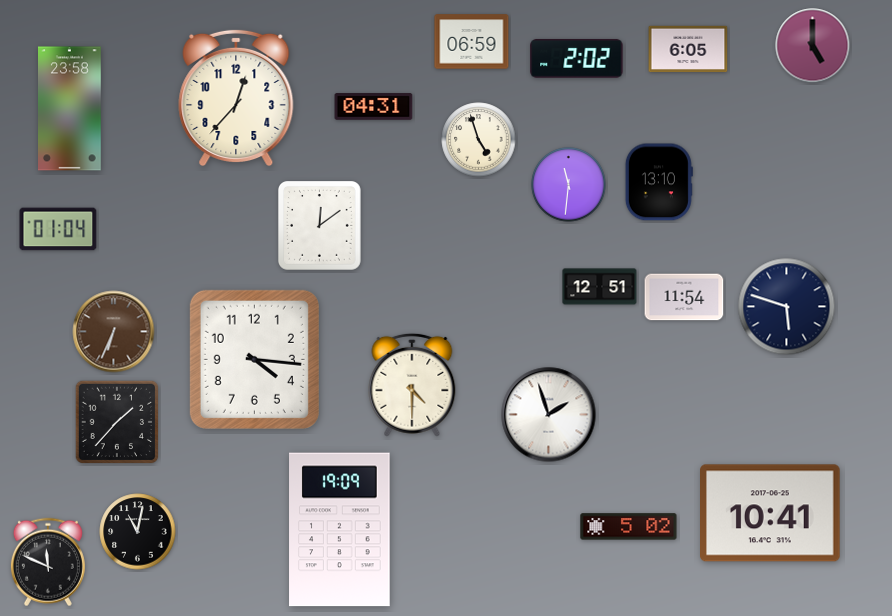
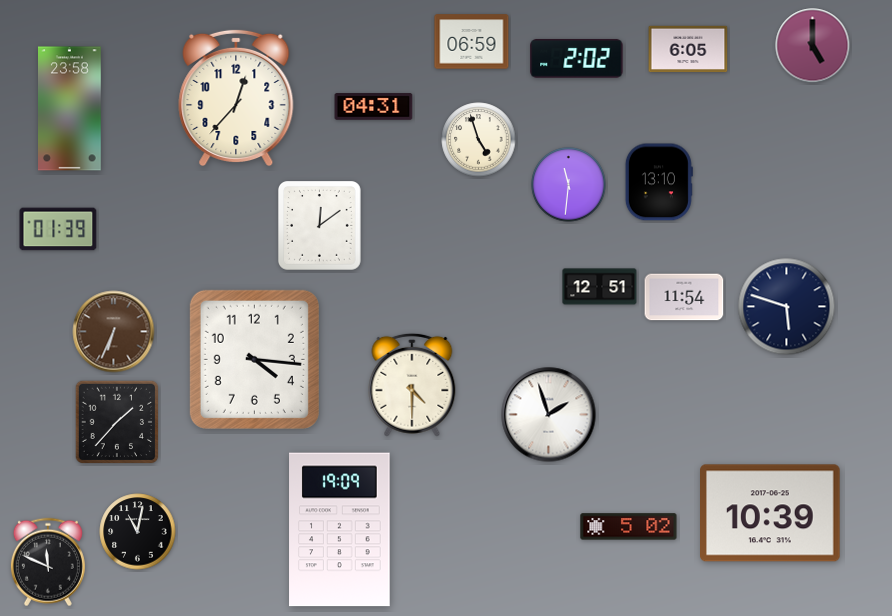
clock at (58, 229): 01:04 -> 01:39
clock at (771, 513): 10:41 -> 10:39
